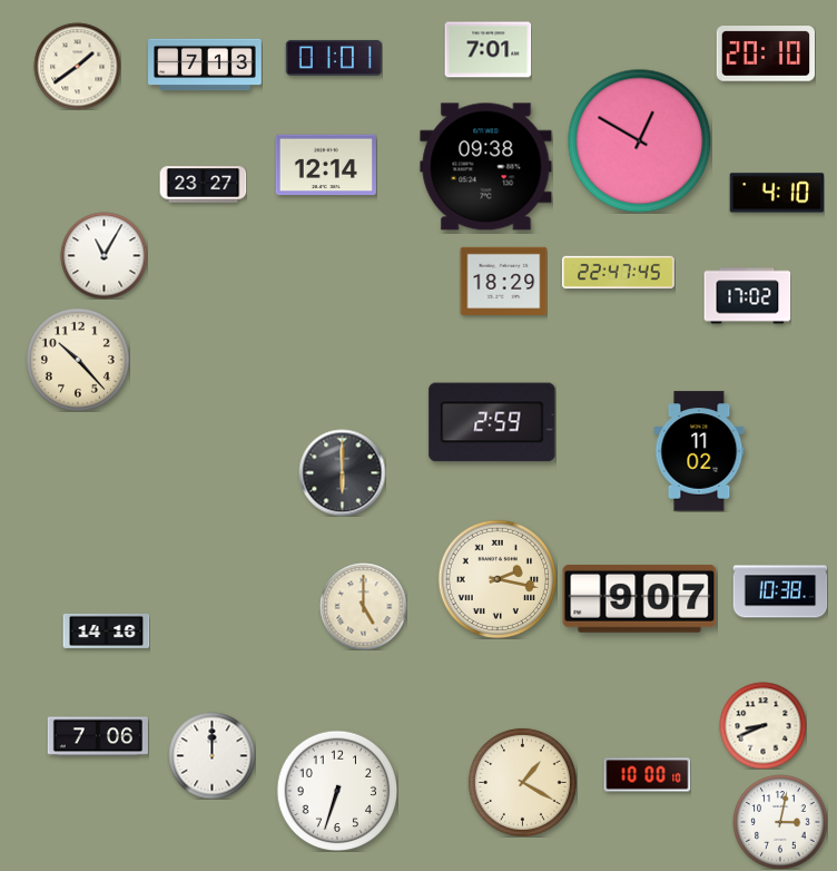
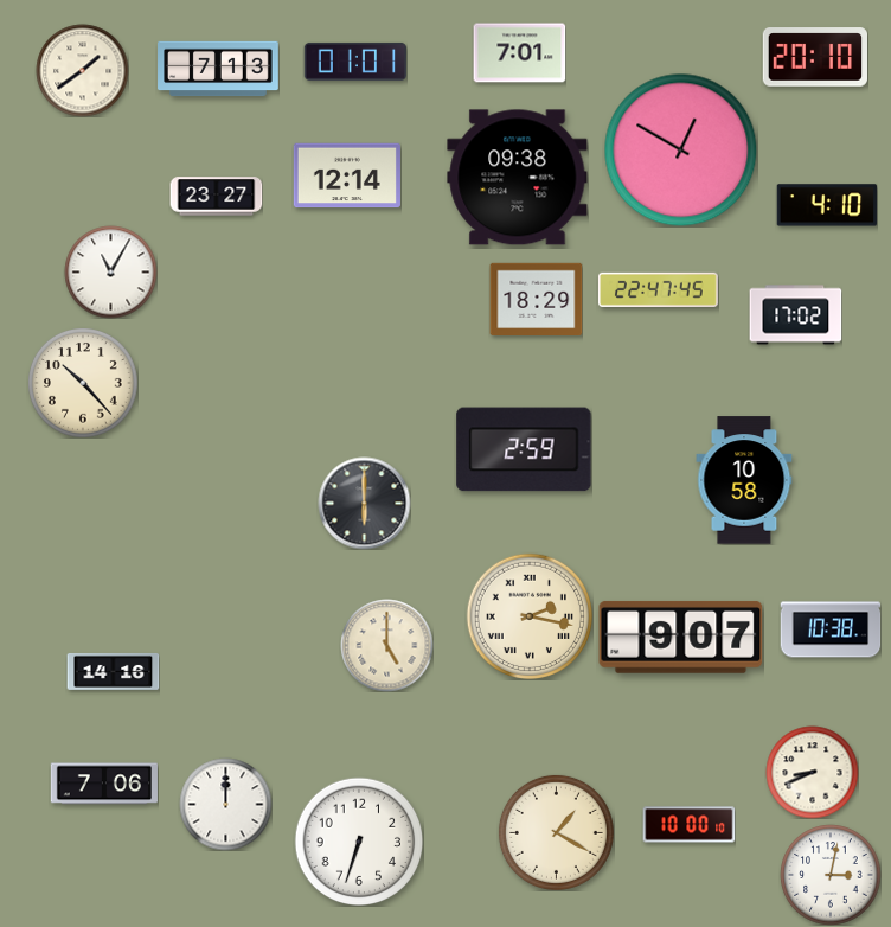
clock at (699, 451): 11:02 -> 10:58
